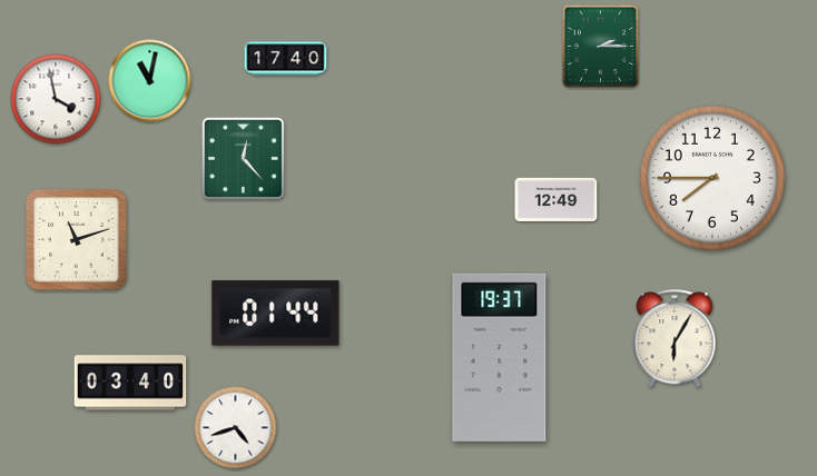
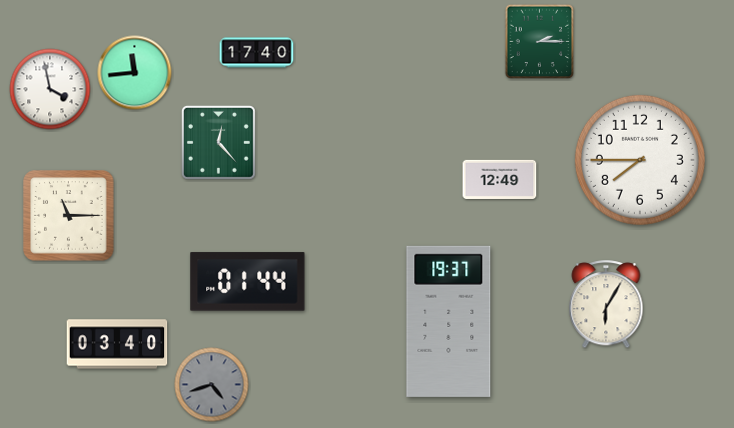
clock at (150, 81): 11:02 -> 11:44
clock at (77, 240): 11:12 -> 11:15
clock at (236, 428) dial: white -> grey
